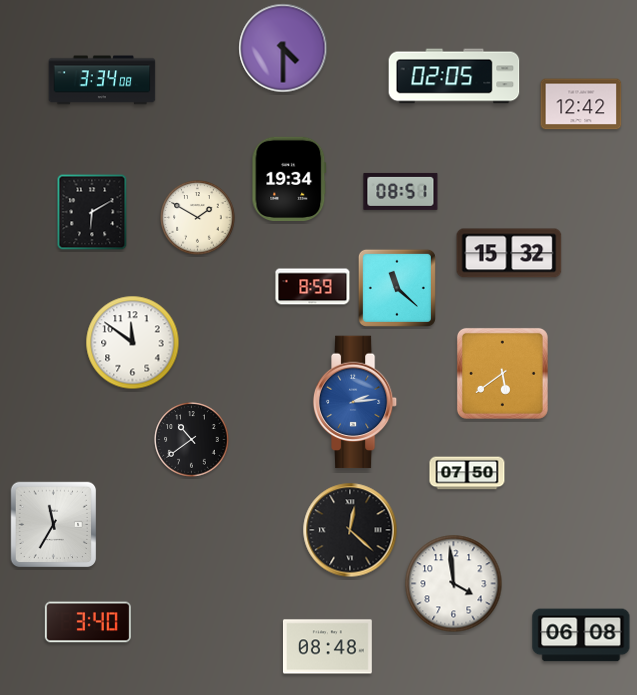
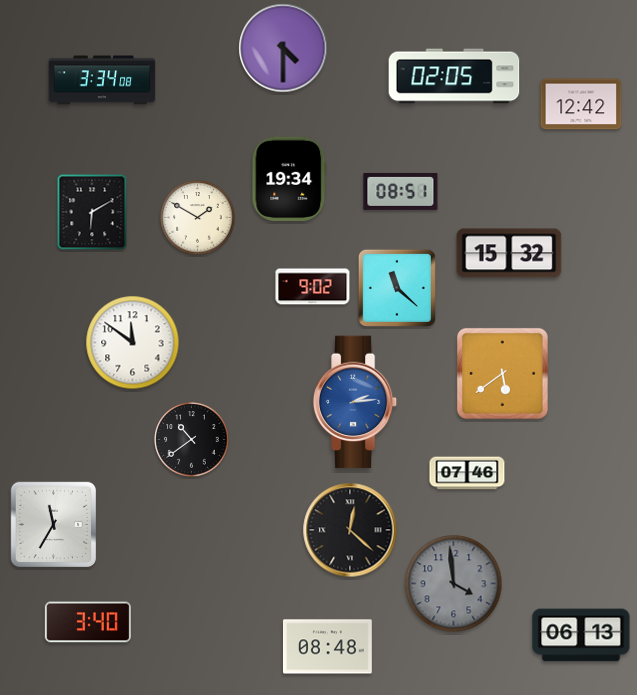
clock at (313, 287): 8:59 -> 9:02
clock at (467, 473): 07:50 -> 07:46
clock at (454, 584) dial: white -> grey
clock at (581, 635): 06:08 -> 06:13
